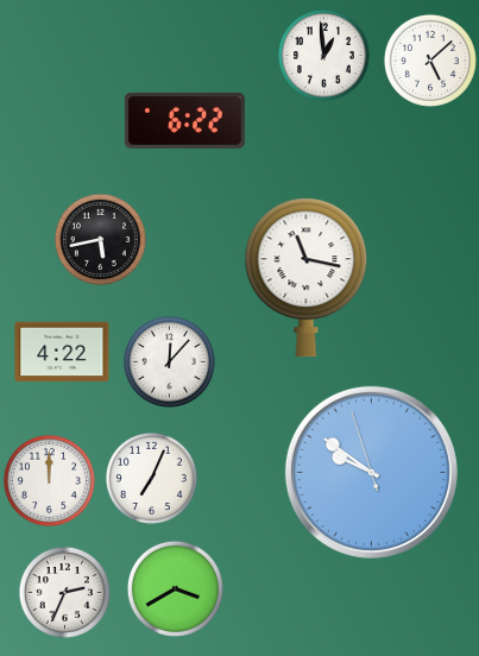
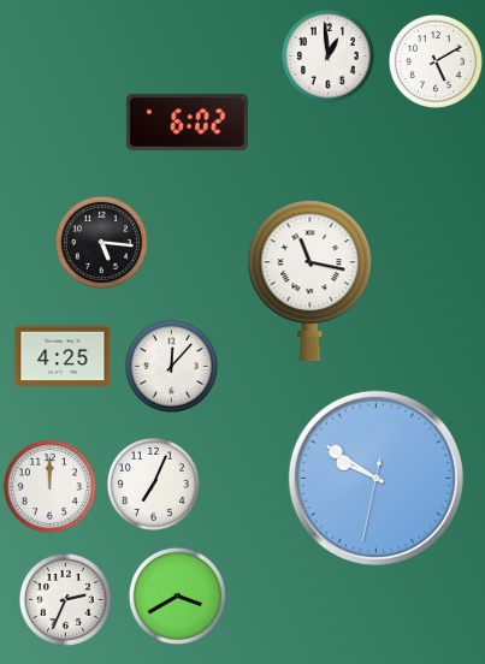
clock at (430, 61): 5:08 -> 5:10
clock at (184, 120): 6:22 -> 6:02
clock at (100, 239): 5:43 -> 5:16
clock at (62, 352): 4:22 -> 4:25
clock at (371, 472): 9:50:57 -> 9:50:32
